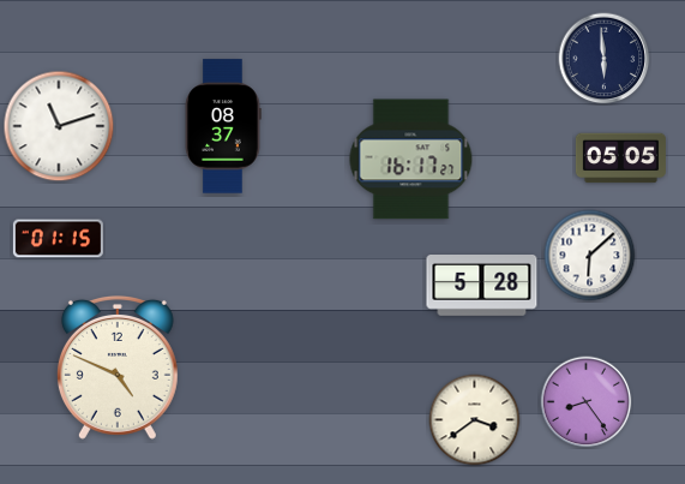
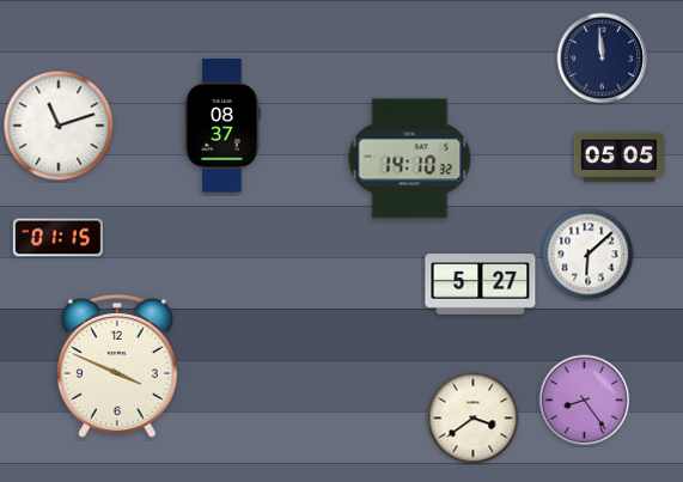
clock at (605, 59): 5:59 -> 11:59
clock at (411, 160): 16:17 -> 14:10
clock at (482, 286): 5:28 -> 5:27
clock at (118, 369): 4:49 -> 3:49
